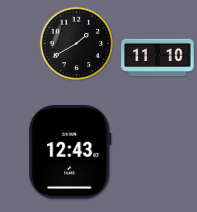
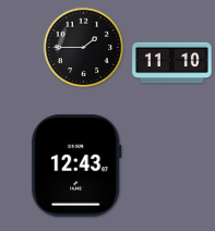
clock at (77, 44): 1:40 -> 1:45
